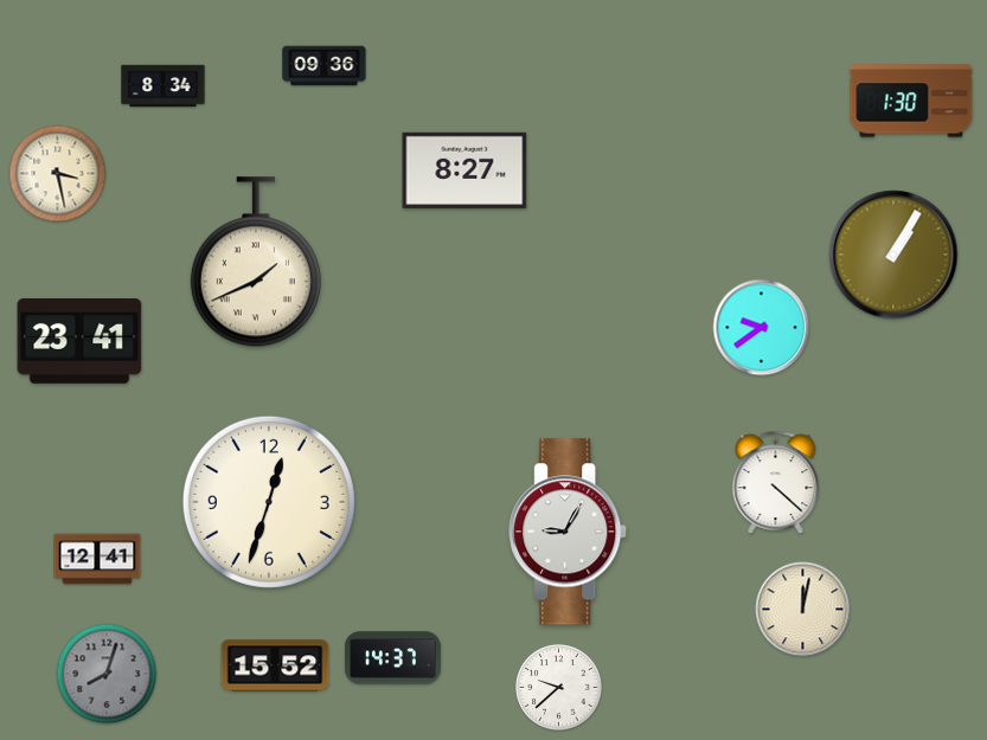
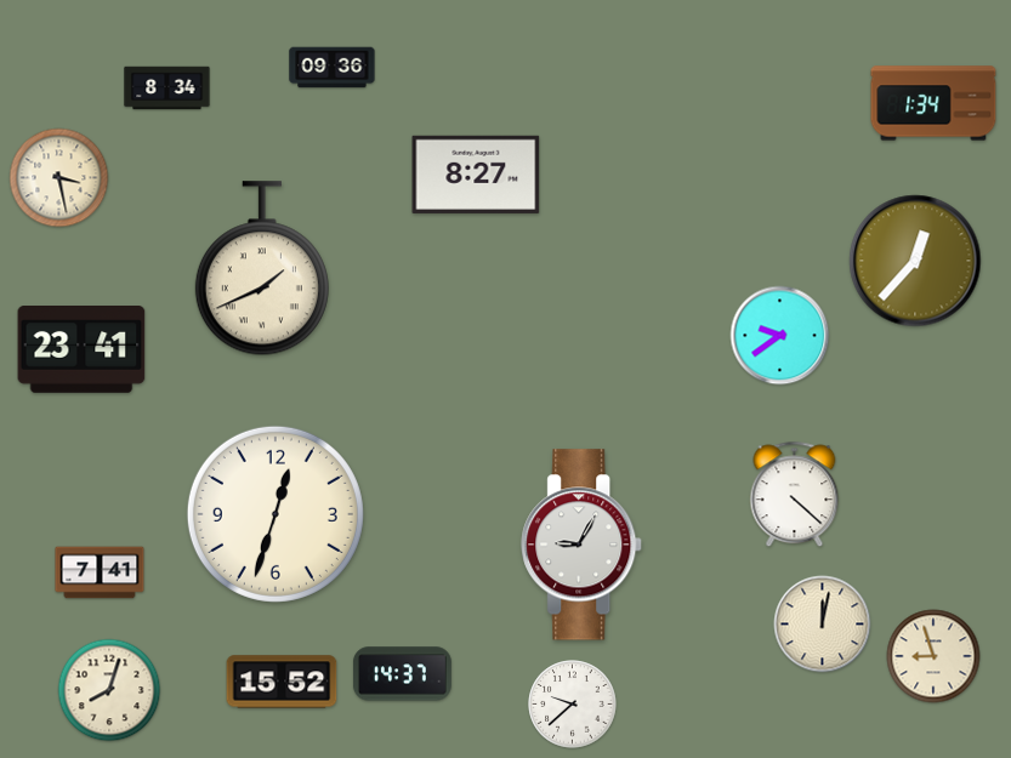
clock at (911, 101): 1:30 -> 1:34
clock at (893, 255): 1:05 -> 12:37
clock at (97, 559): 12:41 -> 7:41
clock at (933, 656): none -> 8:57
clock at (107, 674) dial: grey -> cream
